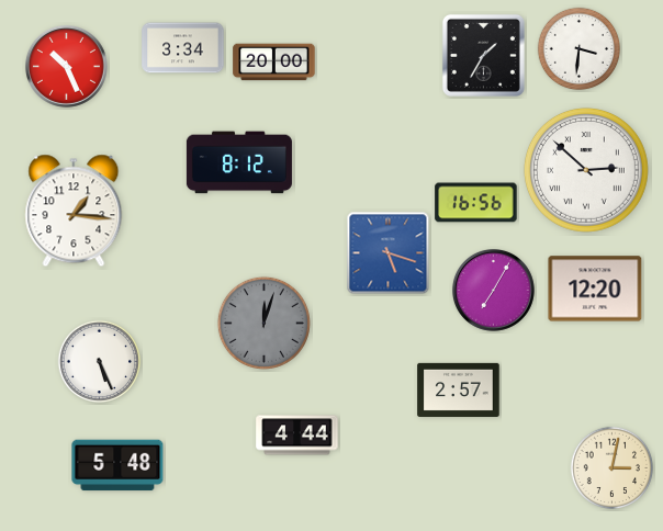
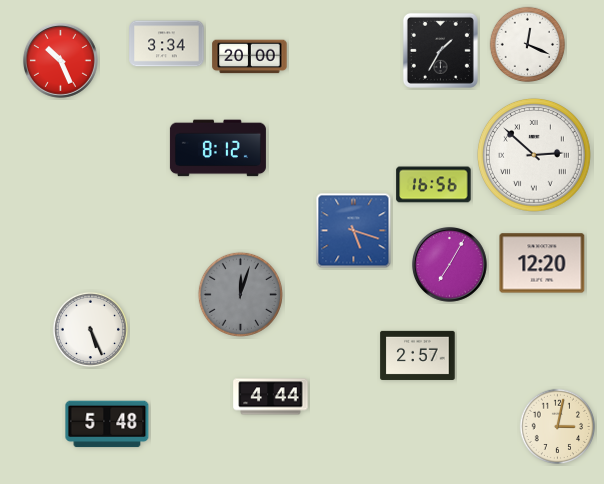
clock at (580, 49): 3:31 -> 12:19
clock at (74, 211): 1:16 -> none
